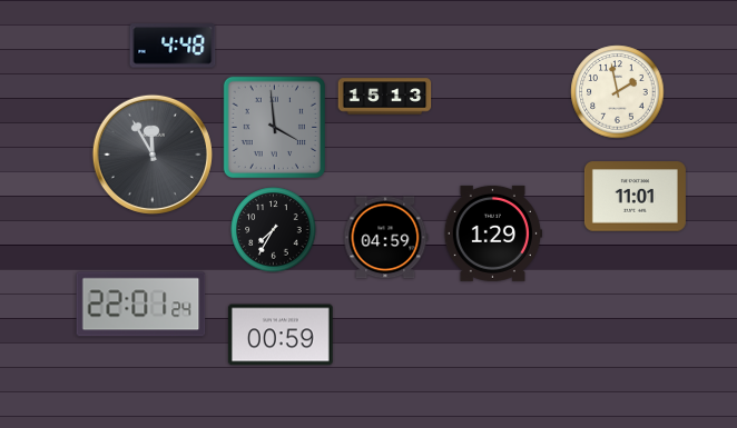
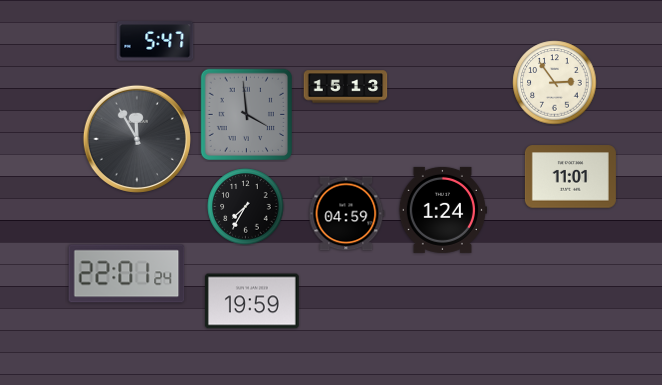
clock at (173, 46): 4:48 -> 5:47
clock at (618, 92): 1:58 -> 2:54
clock at (492, 233): 1:29 -> 1:24
clock at (281, 335): 00:59 -> 19:59
